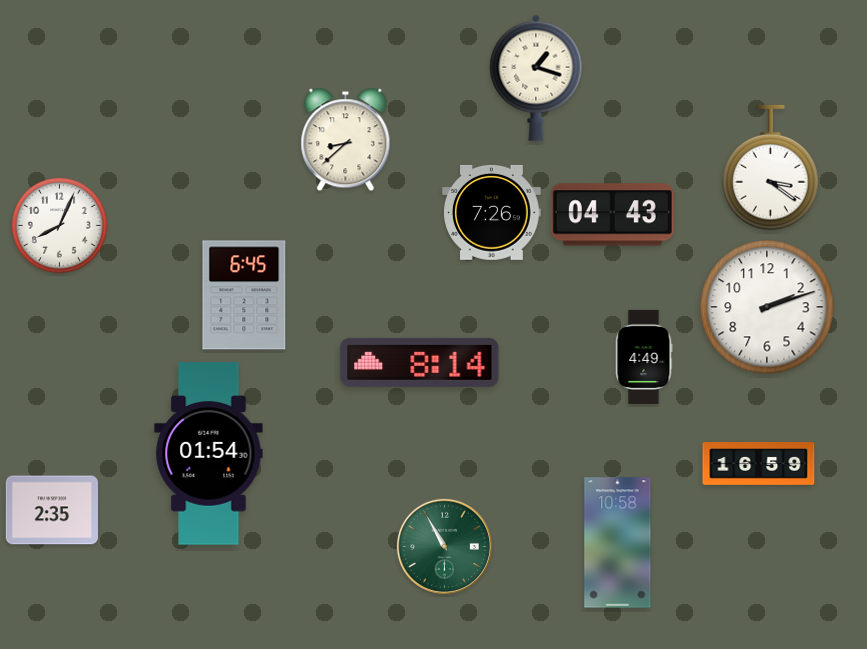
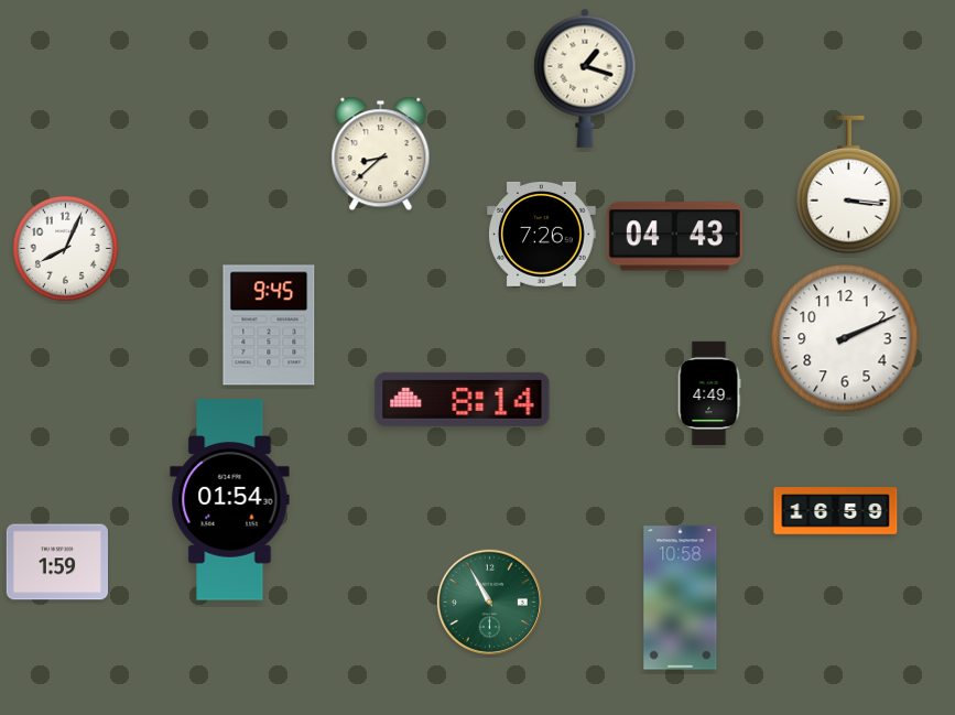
clock at (536, 78) position: (536, 78) -> (585, 78)
clock at (771, 168): 3:21 -> 3:16
clock at (244, 295): 6:45 -> 9:45
clock at (767, 307): 2:12 -> 2:11
clock at (51, 510): 2:35 -> 1:59
